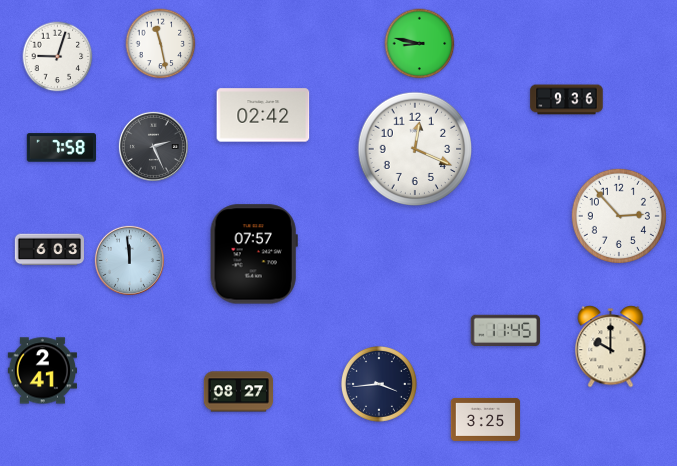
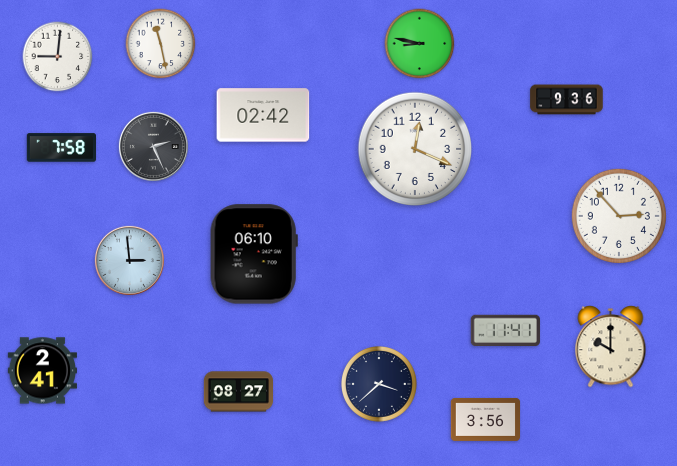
clock at (58, 57): 9:03 -> 9:01
clock at (49, 250): 6:03 -> none
clock at (254, 254): 07:57 -> 06:10
clock at (129, 260): 11:59 -> 2:59
clock at (505, 330): 11:45 -> 11:41
clock at (379, 384): 3:44 -> 3:38
clock at (486, 419): 3:25 -> 3:56
